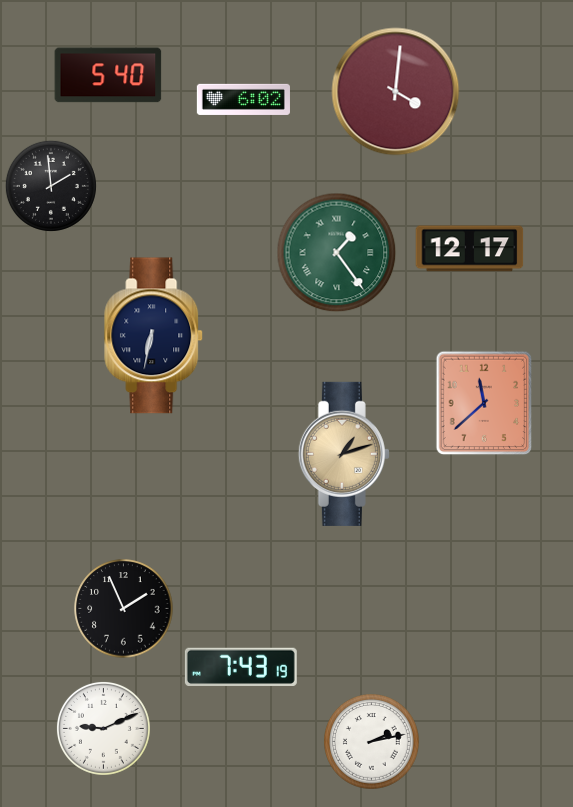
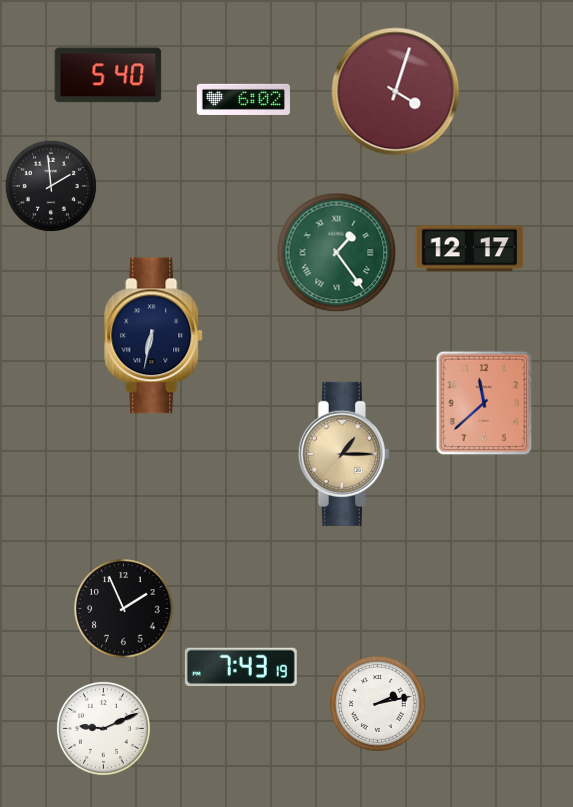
clock at (396, 92): 4:01 -> 4:03
clock at (344, 454): 1:12 -> 1:15
clock at (372, 742) position: (372, 742) -> (378, 704)
